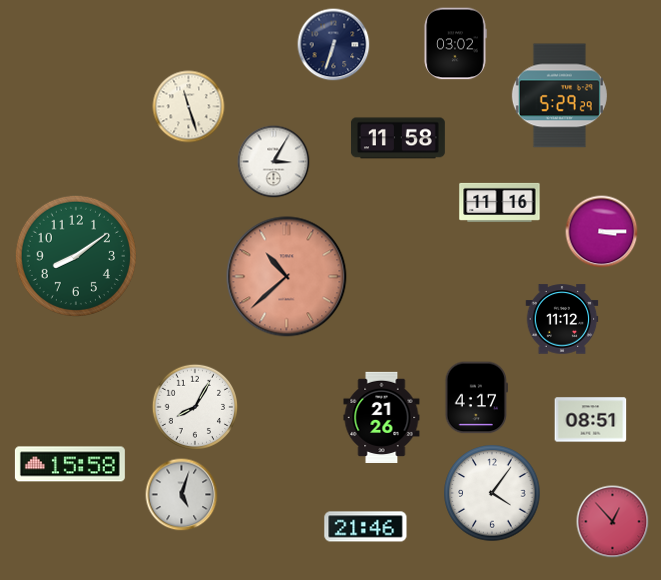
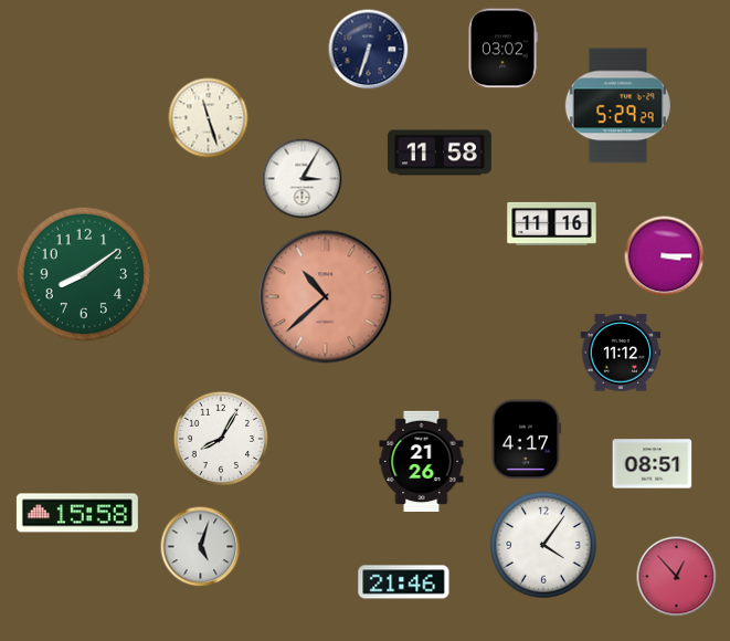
clock at (76, 256) position: (76, 256) -> (84, 274)
clock at (287, 277) position: (287, 277) -> (326, 297)
clock at (194, 406) position: (194, 406) -> (220, 438)
